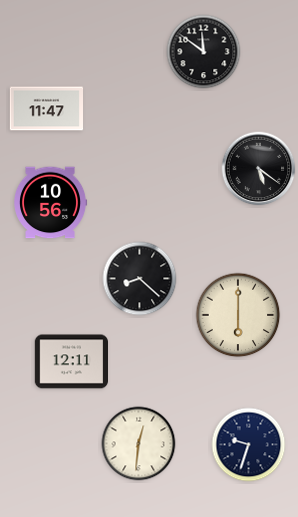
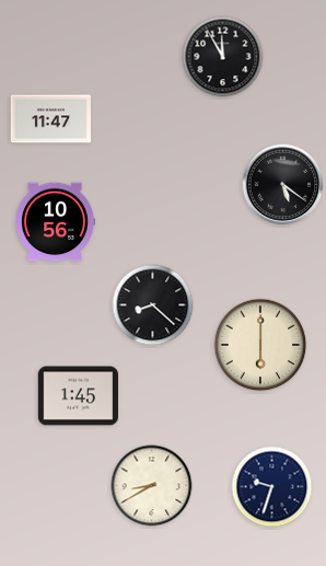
clock at (204, 52): 11:51 -> 11:55
clock at (71, 362): 12:11 -> 1:45
clock at (139, 444): 12:31 -> 8:40
